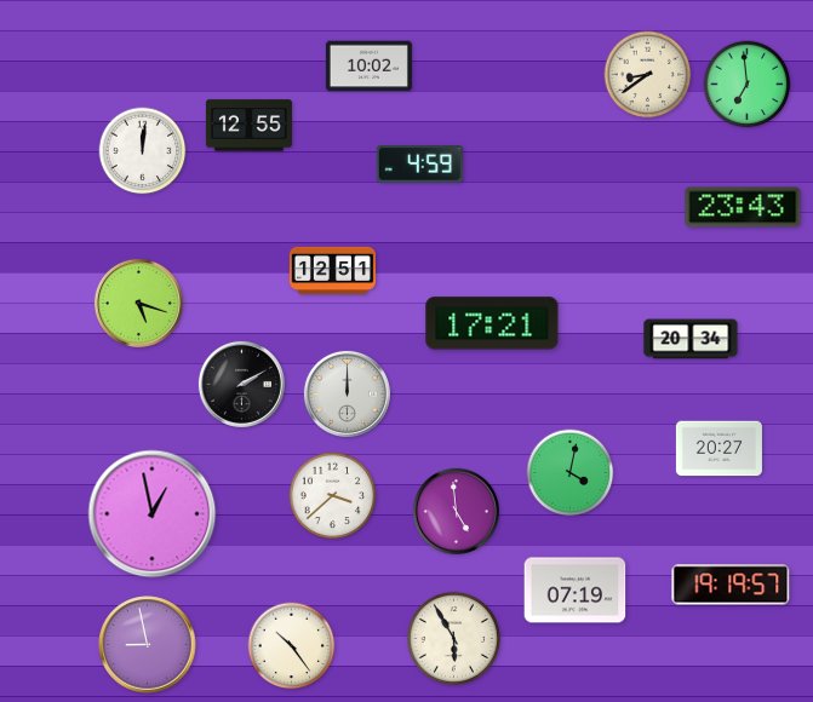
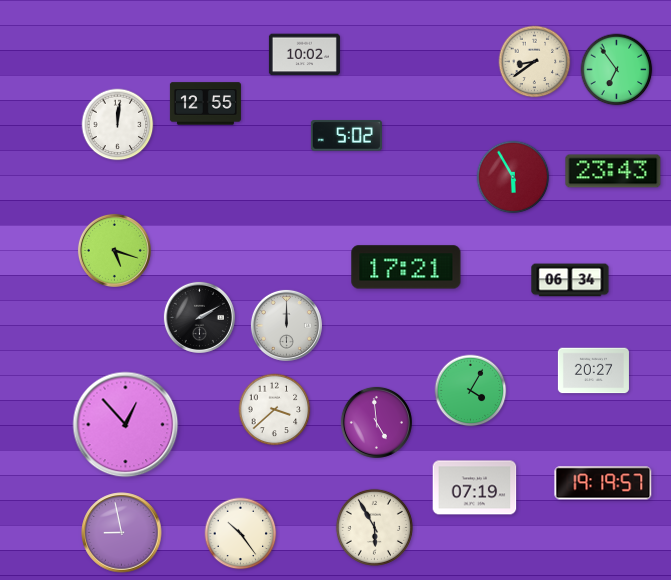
clock at (748, 85): 6:59 -> 6:54
clock at (419, 165): 4:59 -> 5:02
clock at (513, 177): none -> 5:55
clock at (332, 270): 12:51 -> none
clock at (691, 339): 20:34 -> 06:34
clock at (571, 473): 4:02 -> 4:05
clock at (153, 514): 12:58 -> 12:53
